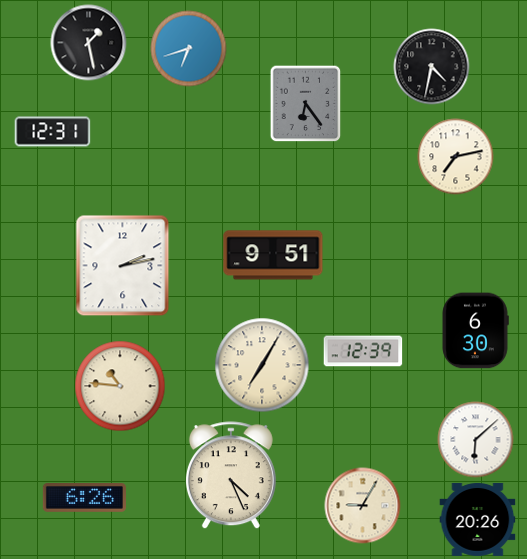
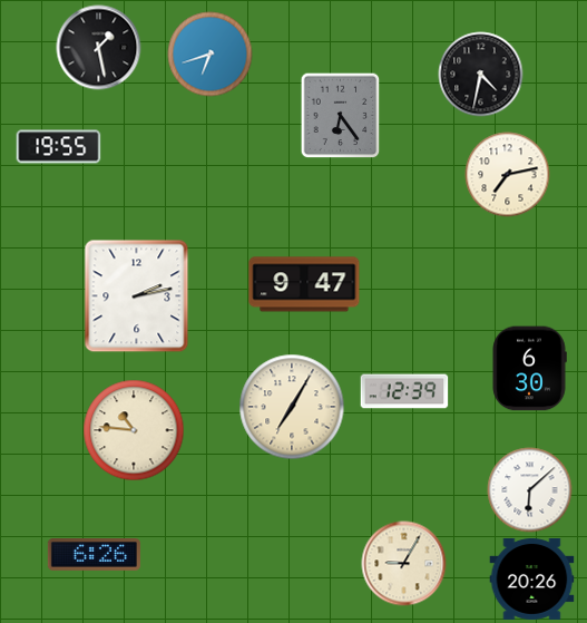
clock at (53, 132): 12:31 -> 19:55
clock at (273, 255): 9:51 -> 9:47
clock at (231, 476): 4:26 -> none
